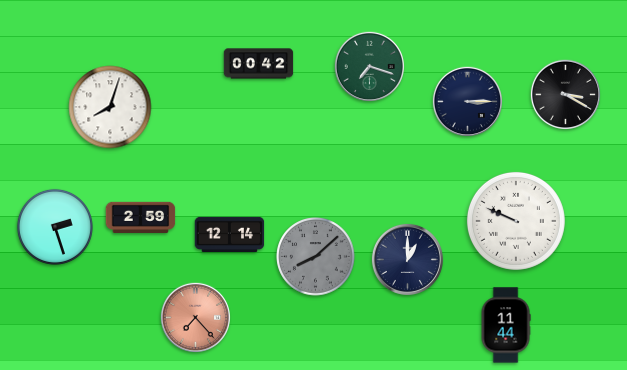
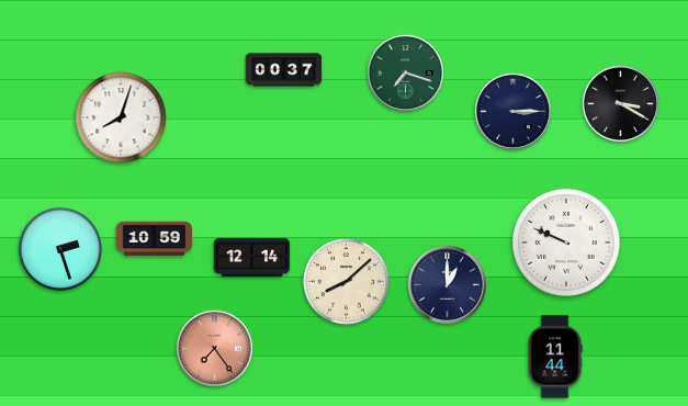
clock at (259, 64): 00:42 -> 00:37
clock at (141, 217): 2:59 -> 10:59
clock at (316, 257) dial: grey -> cream
clock at (195, 317): 7:23 -> 7:24
